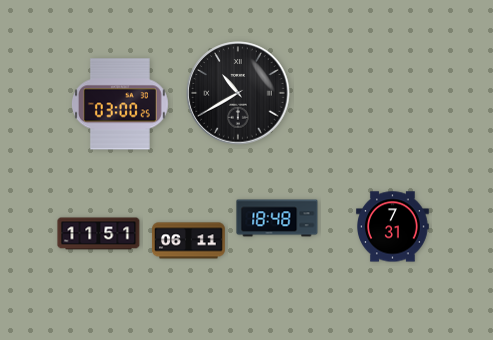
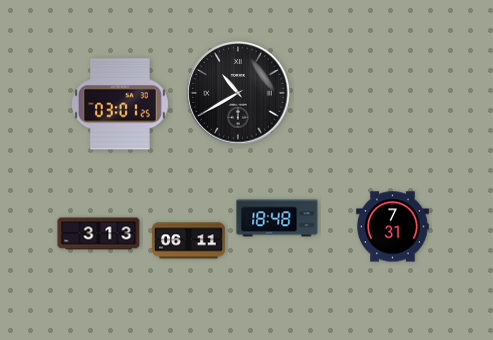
clock at (120, 104): 03:00 -> 03:01
clock at (99, 234): 11:51 -> 3:13
